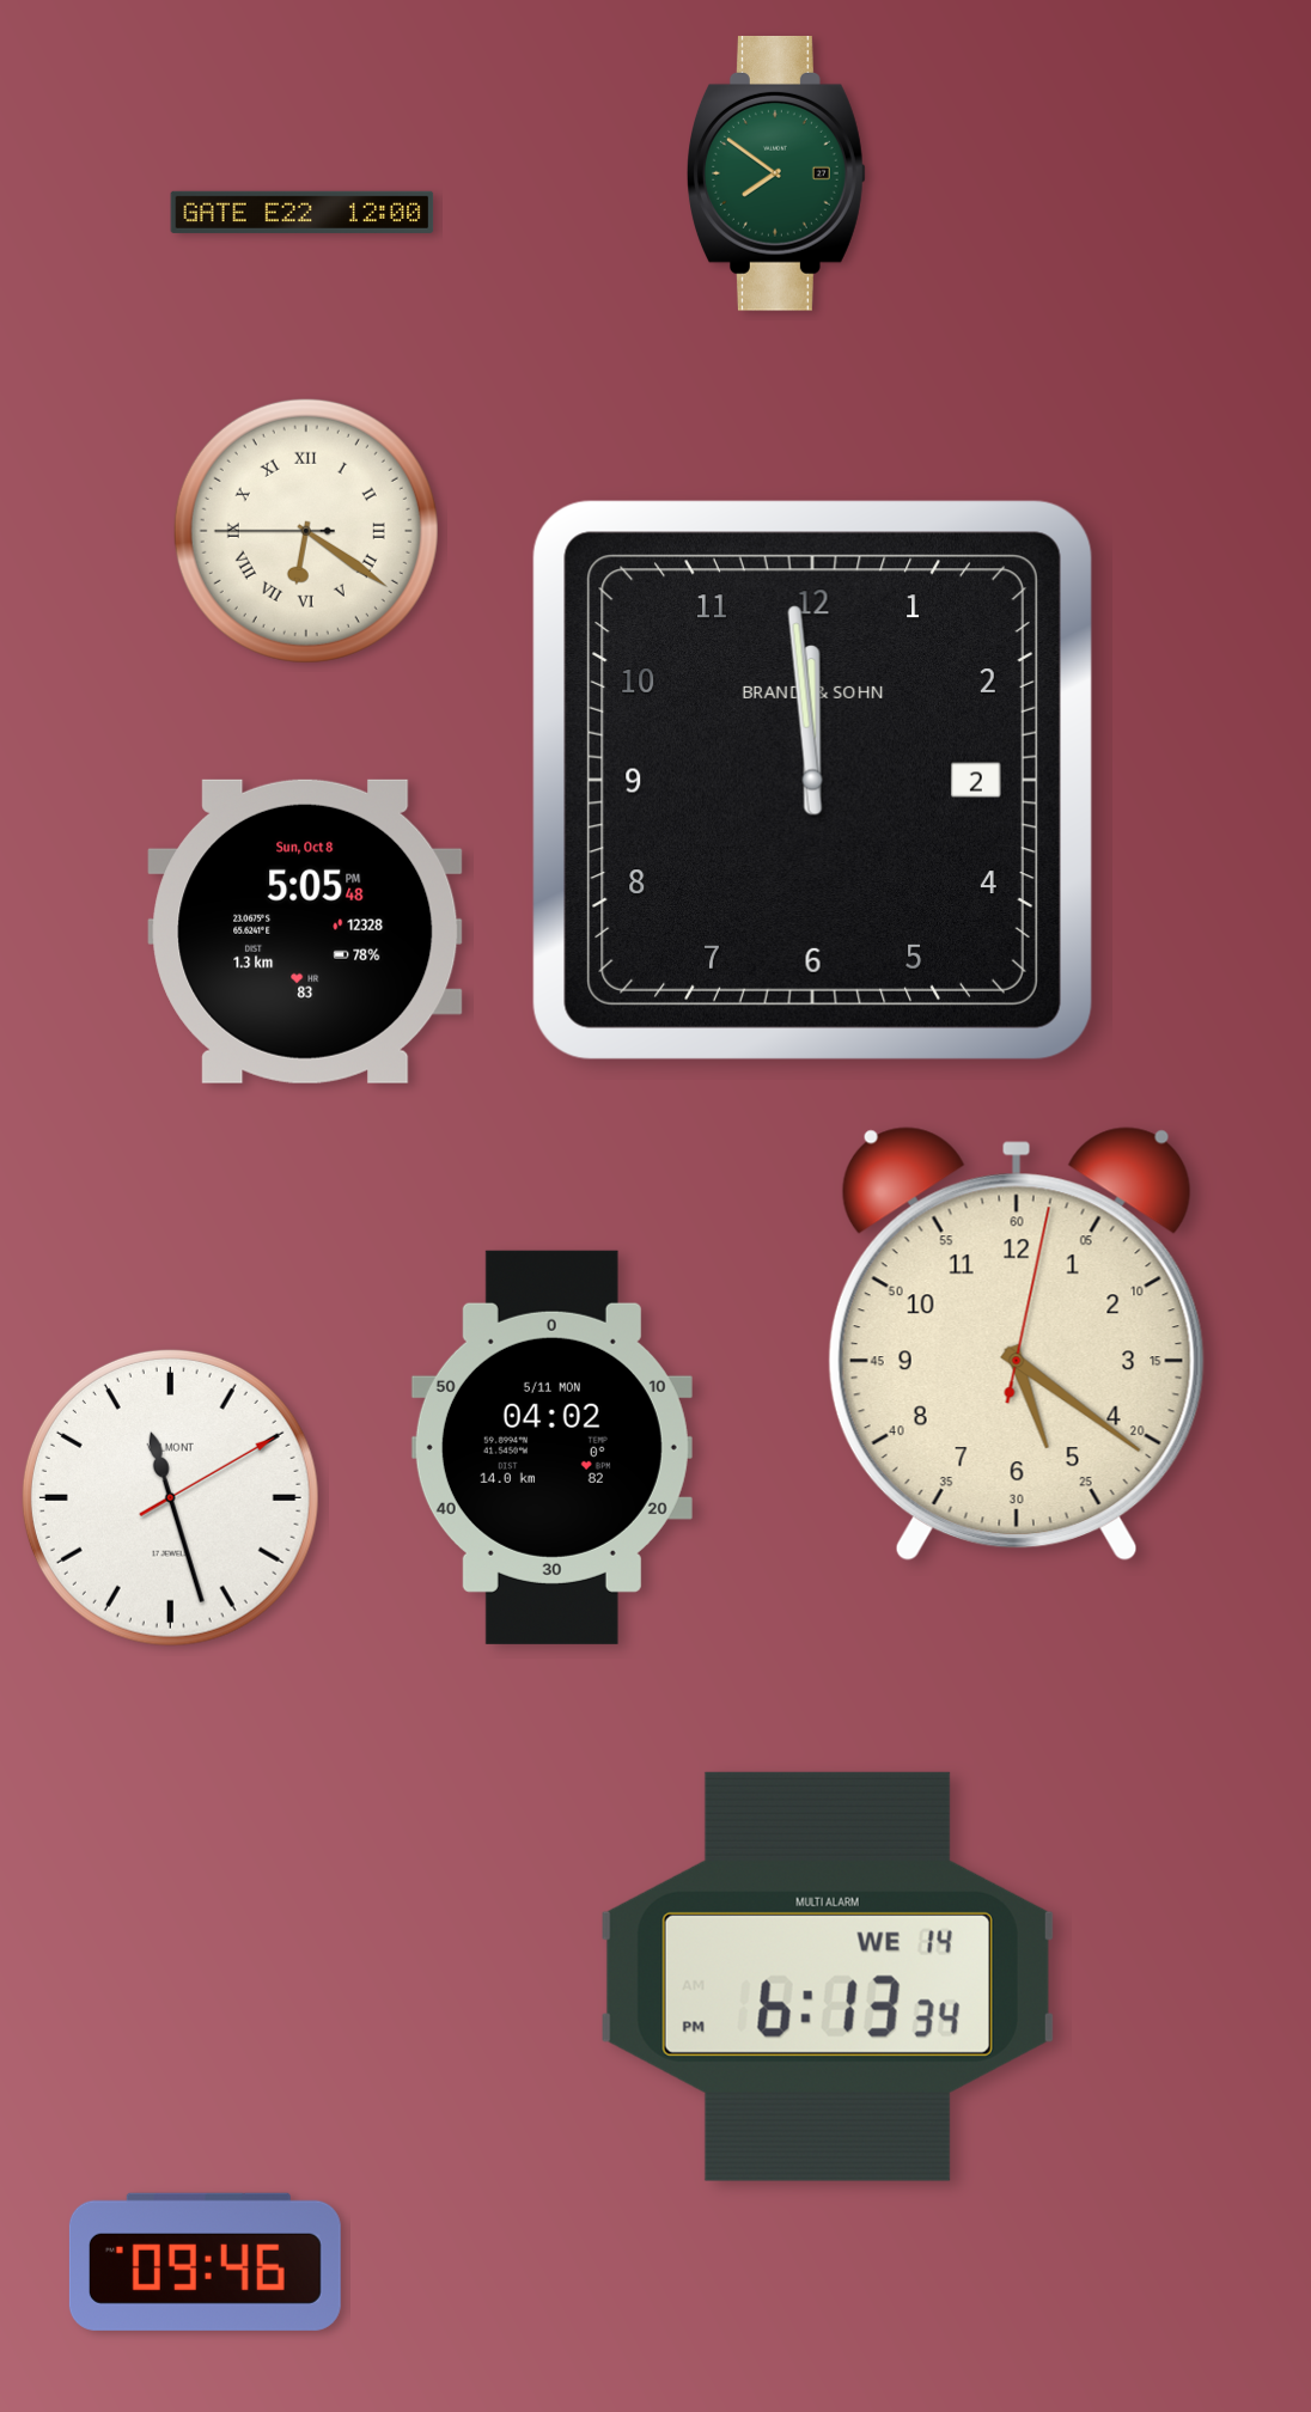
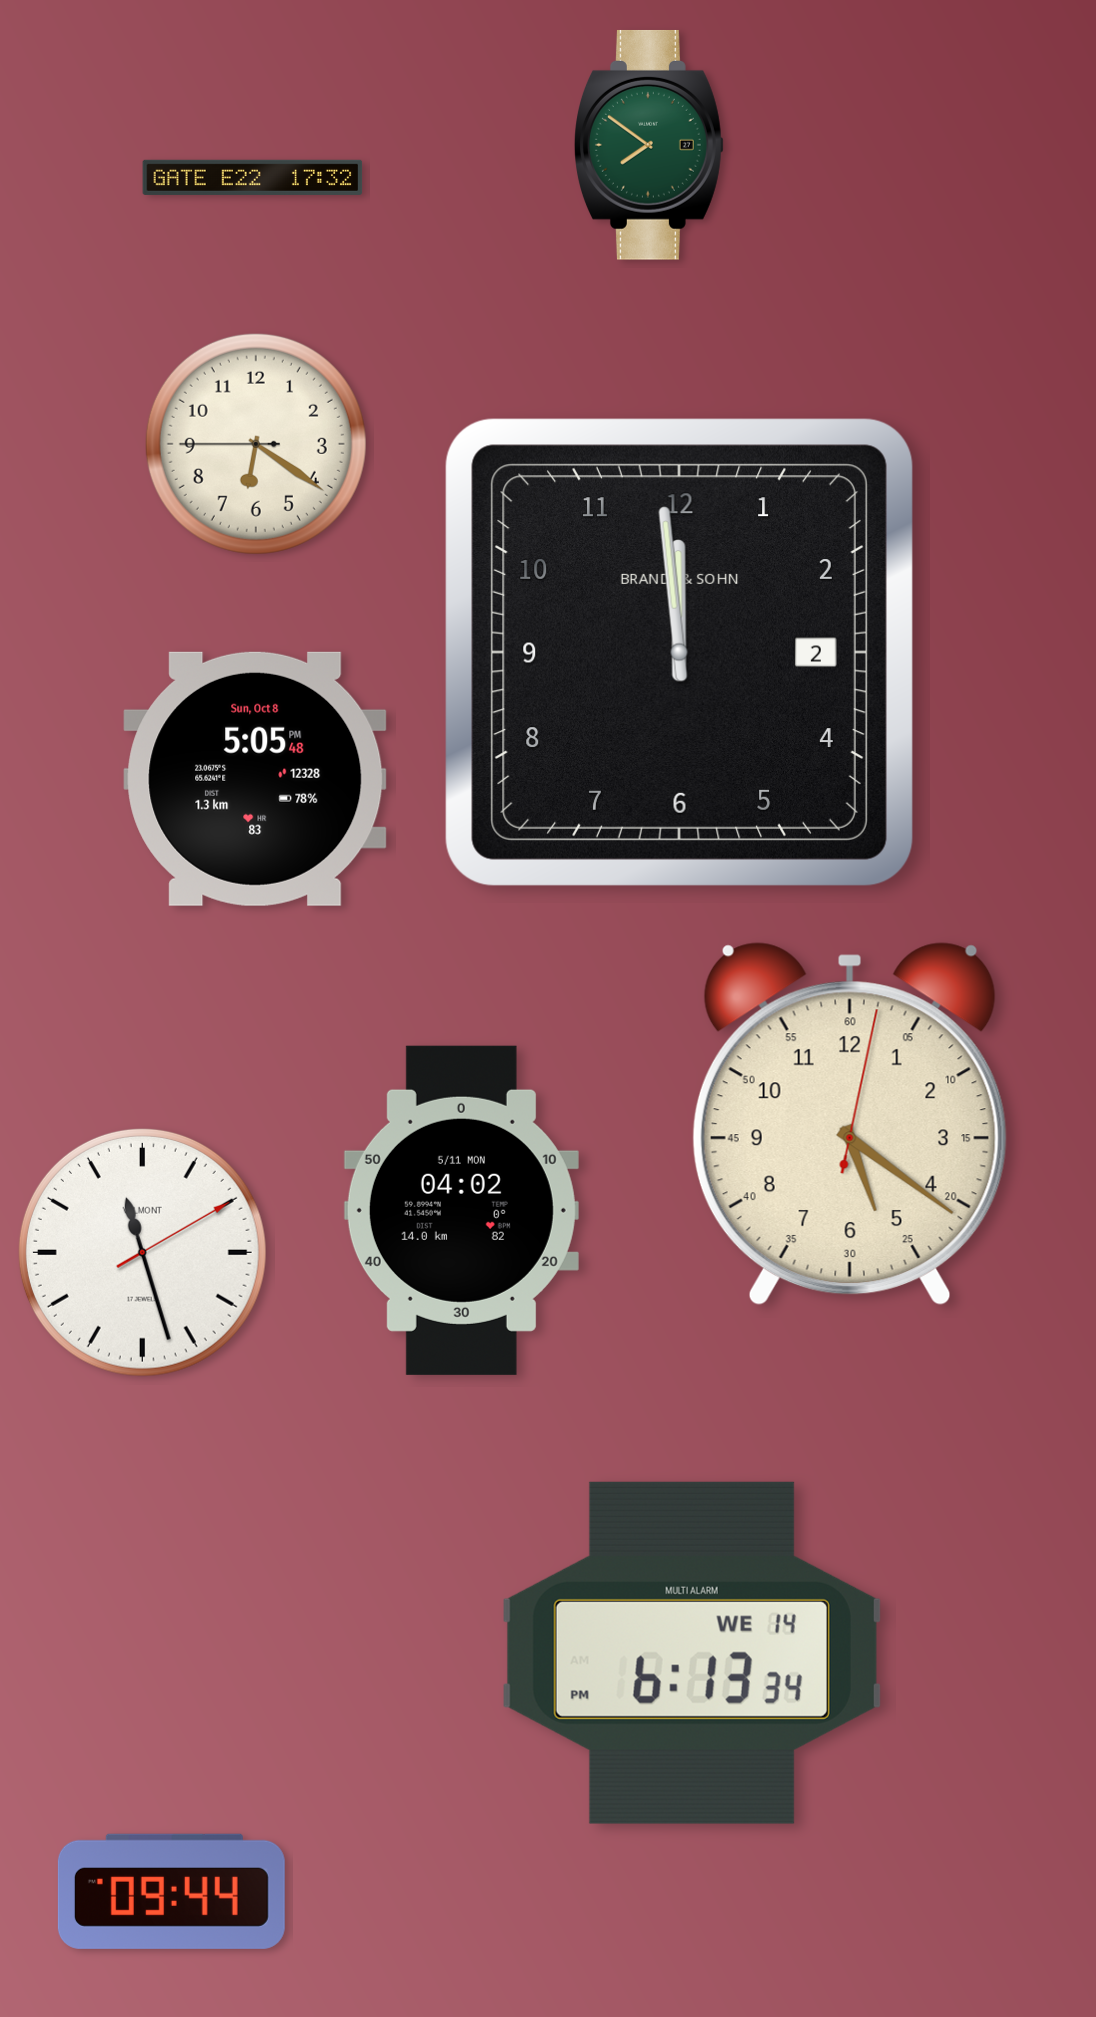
clock at (303, 212): 12:00 -> 17:32
clock at (306, 531) numerals: Roman -> Arabic
clock at (205, 2261): 09:46 -> 09:44
